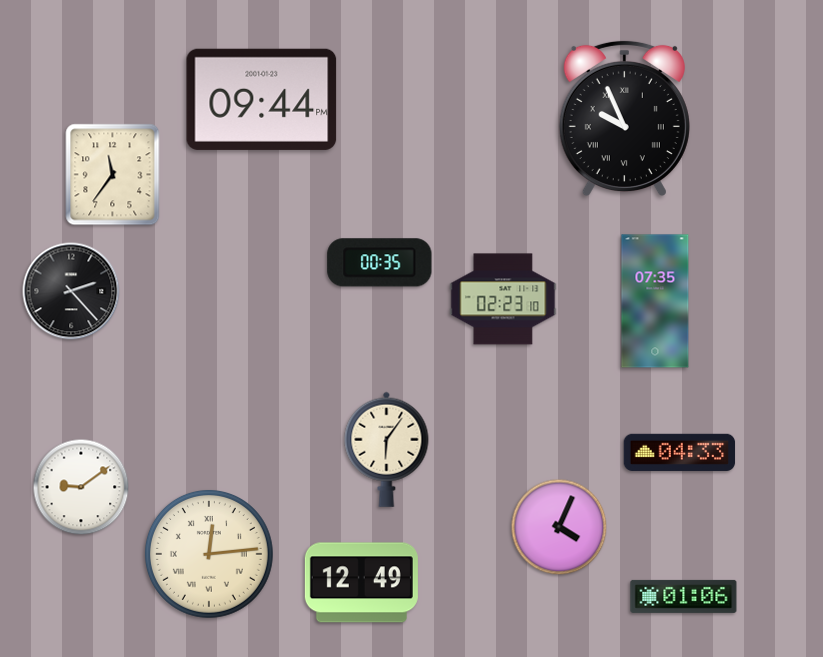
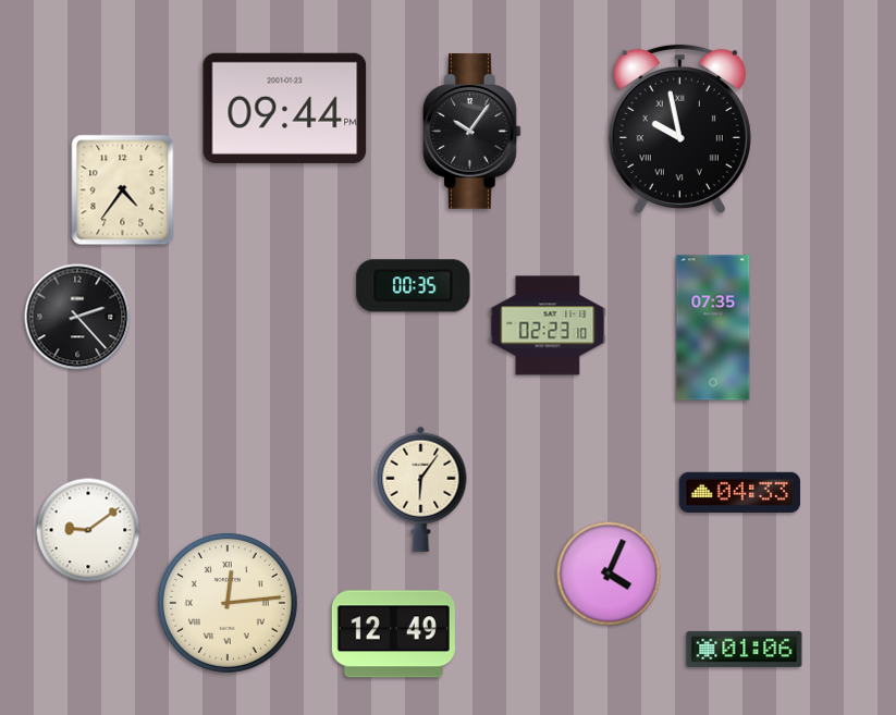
clock at (624, 119): 9:56 -> 9:58
clock at (472, 132): none -> 10:06
clock at (113, 175): 11:36 -> 4:36
